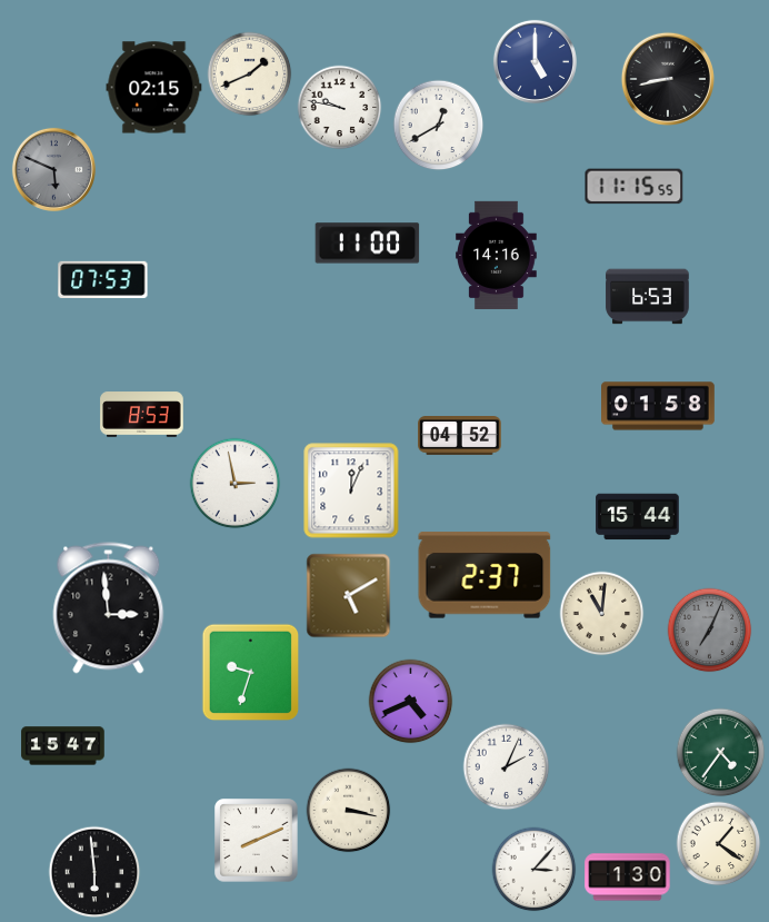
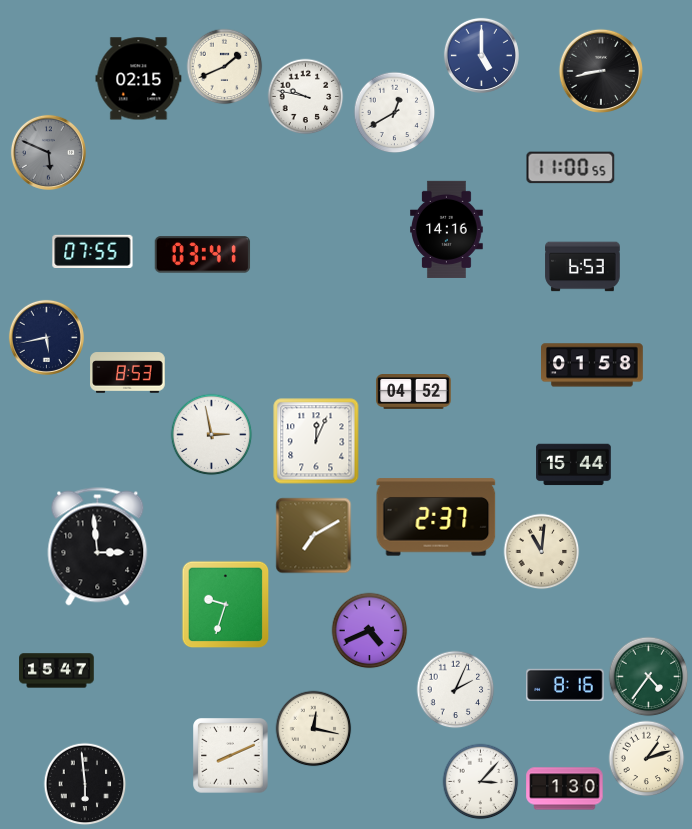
clock at (635, 187): 11:15 -> 11:00
clock at (368, 244): 11:00 -> none
clock at (103, 279): 07:53 -> 07:55
clock at (203, 255): none -> 03:41
clock at (46, 337): none -> 5:43
clock at (349, 596): 5:10 -> 7:10
clock at (710, 631): 7:04 -> none
clock at (565, 685): none -> 8:16
clock at (349, 811): 3:17 -> 12:17
clock at (719, 844): 1:21 -> 1:12
